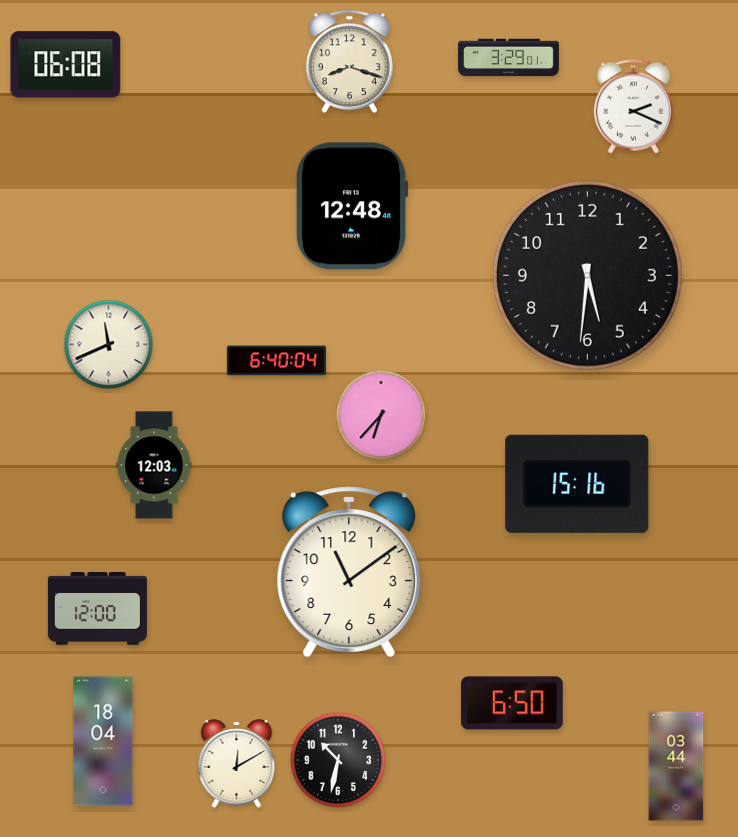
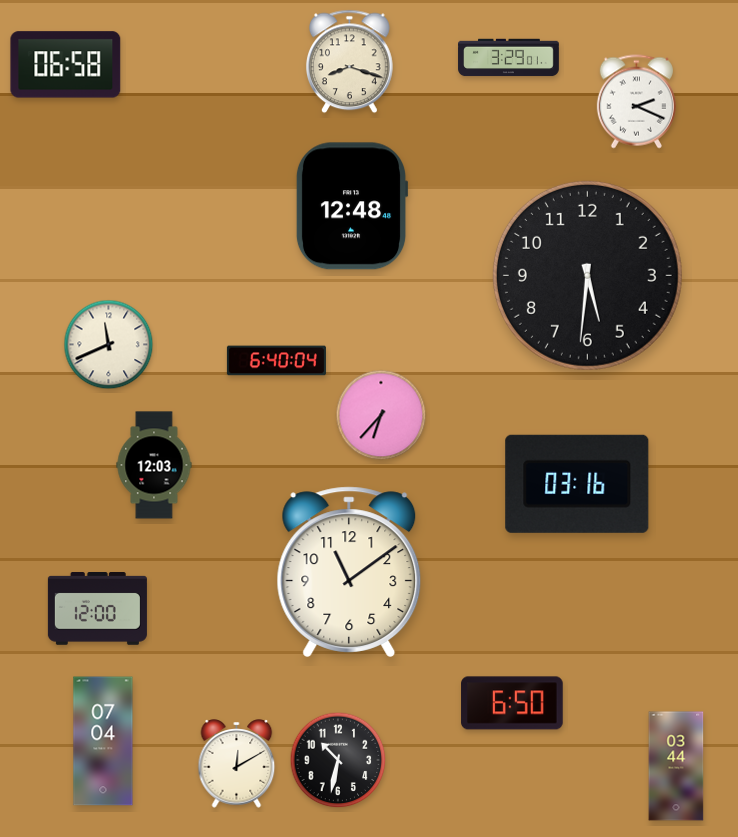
clock at (66, 65): 06:08 -> 06:58
clock at (633, 107) position: (633, 107) -> (636, 102)
clock at (577, 484): 15:16 -> 03:16
clock at (103, 741): 18:04 -> 07:04
